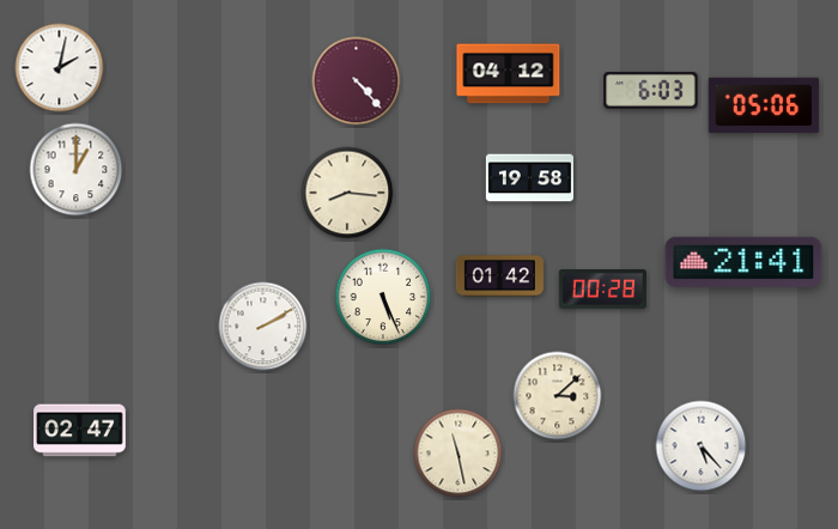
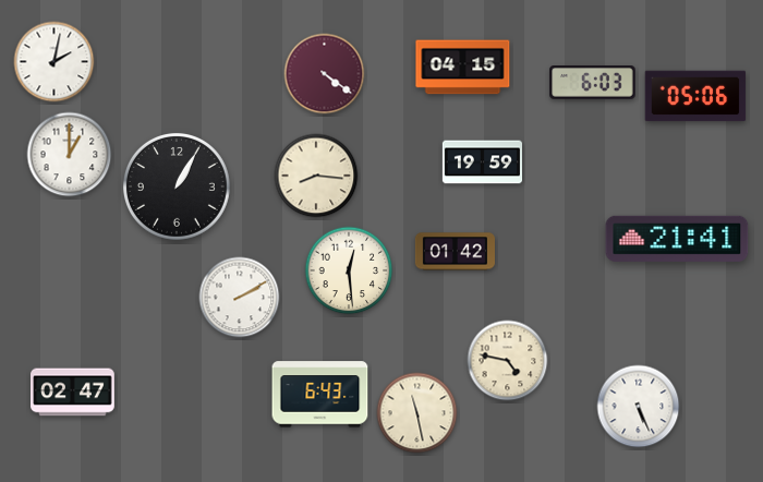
clock at (509, 74): 04:12 -> 04:15
clock at (357, 81): 4:23 -> 4:21
clock at (529, 178): 19:58 -> 19:59
clock at (177, 186): none -> 1:05
clock at (602, 290): 00:28 -> none
clock at (383, 297): 5:26 -> 12:29
clock at (558, 396): 3:08 -> 4:47
clock at (320, 395): none -> 6:43
clock at (702, 446): 5:23 -> 5:26
